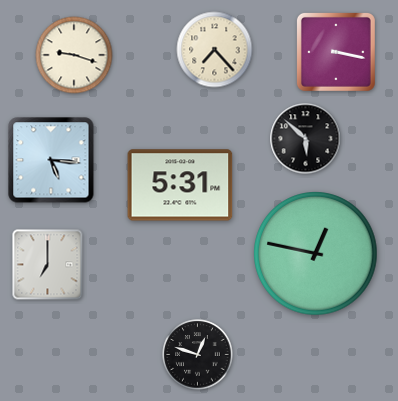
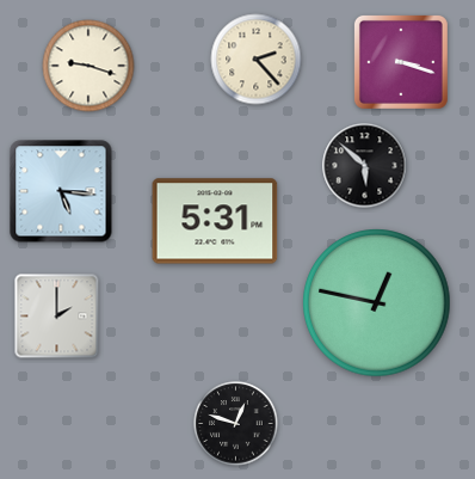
clock at (215, 50): 7:23 -> 2:23
clock at (336, 52): 3:17 -> 3:18
clock at (48, 265): 7:00 -> 2:00
